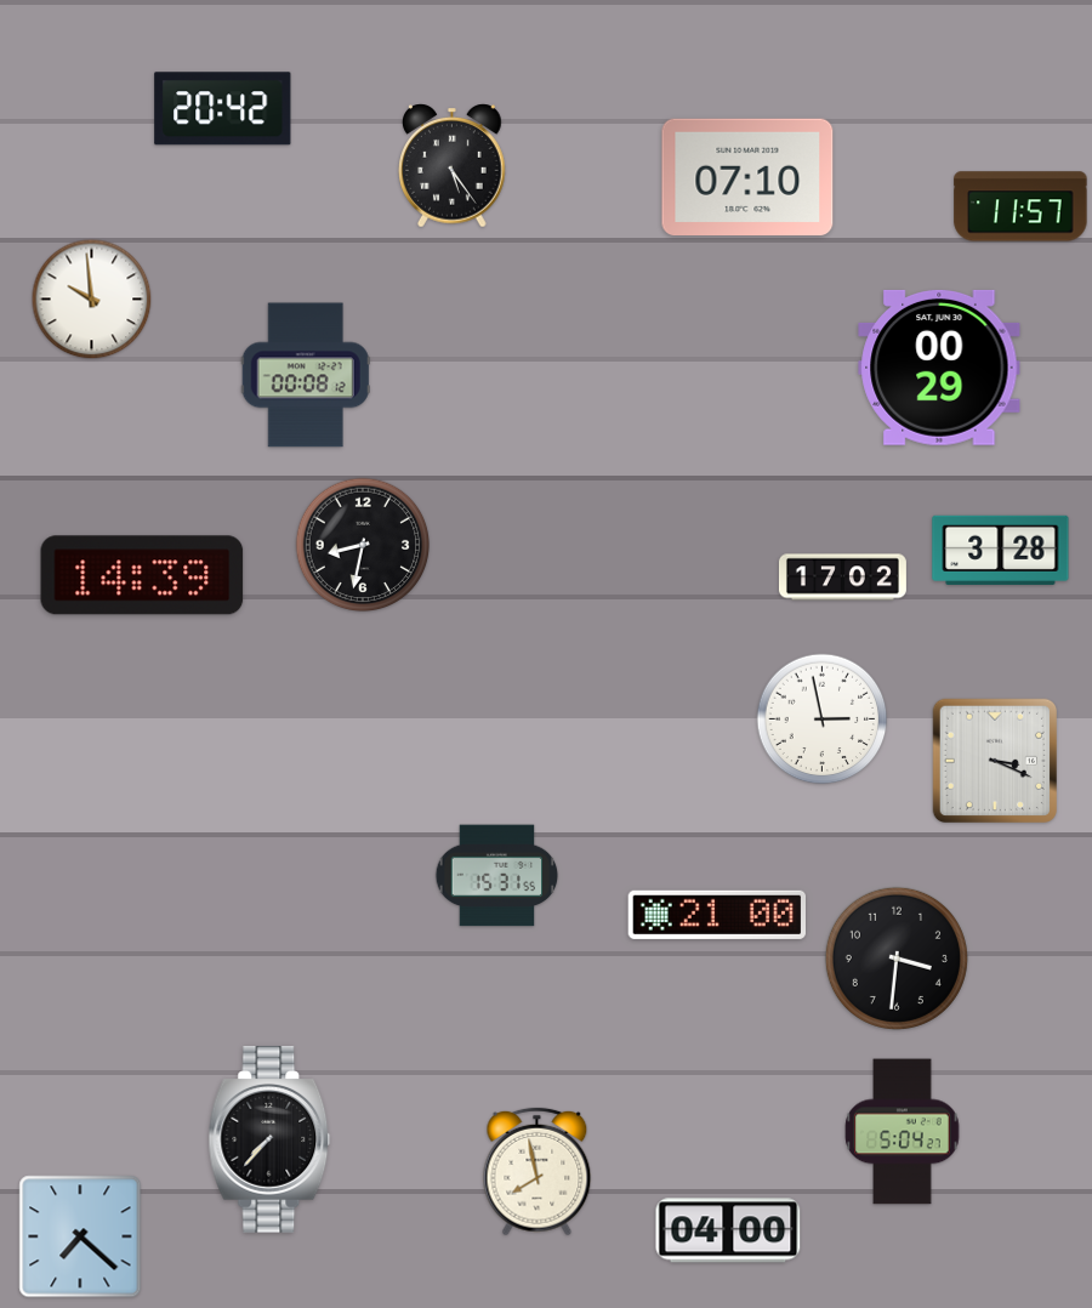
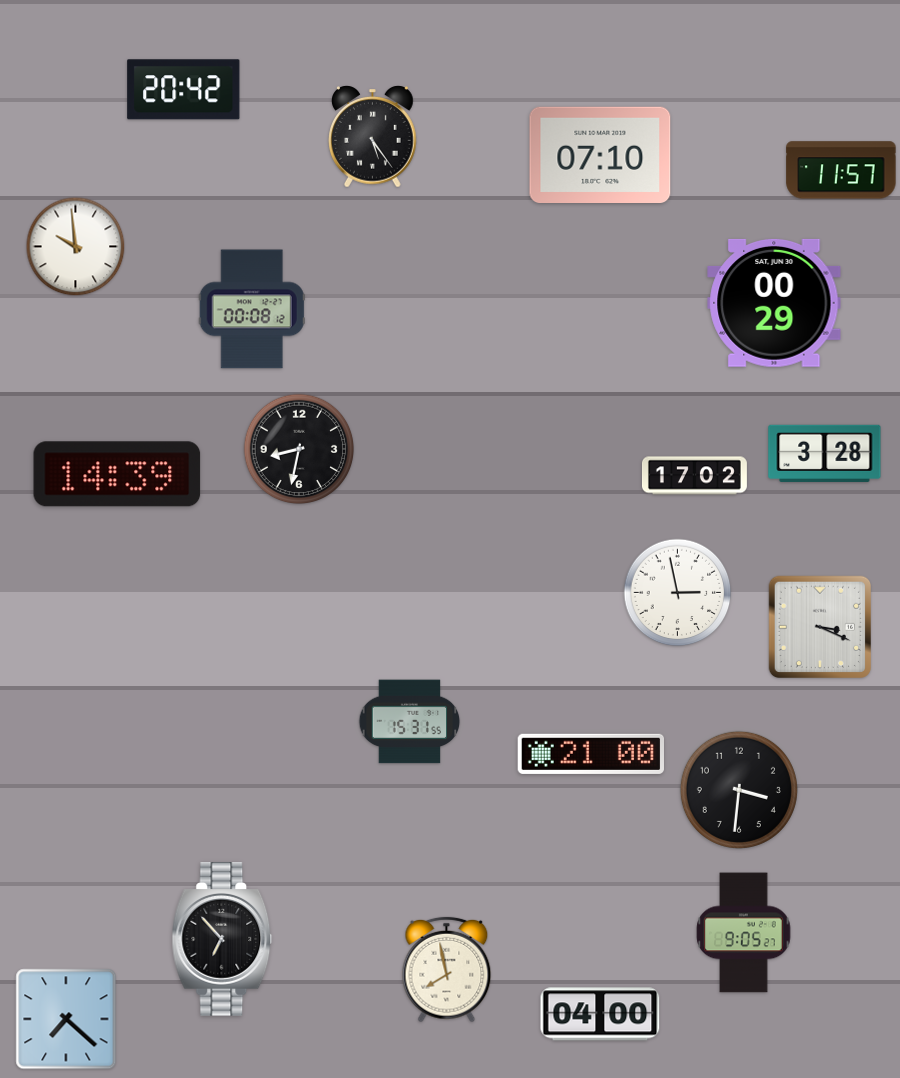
clock at (747, 176) position: (747, 176) -> (600, 154)
clock at (903, 1132): 5:04 -> 9:05
clock at (269, 1141): 7:37 -> 6:53
clock at (538, 1172) position: (538, 1172) -> (447, 970)
